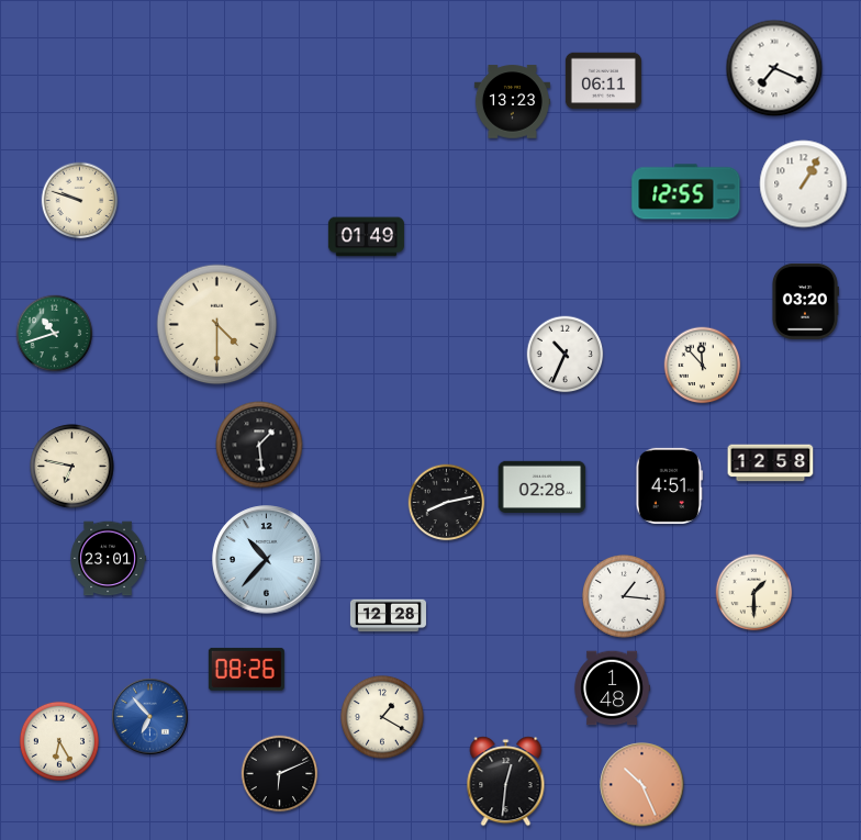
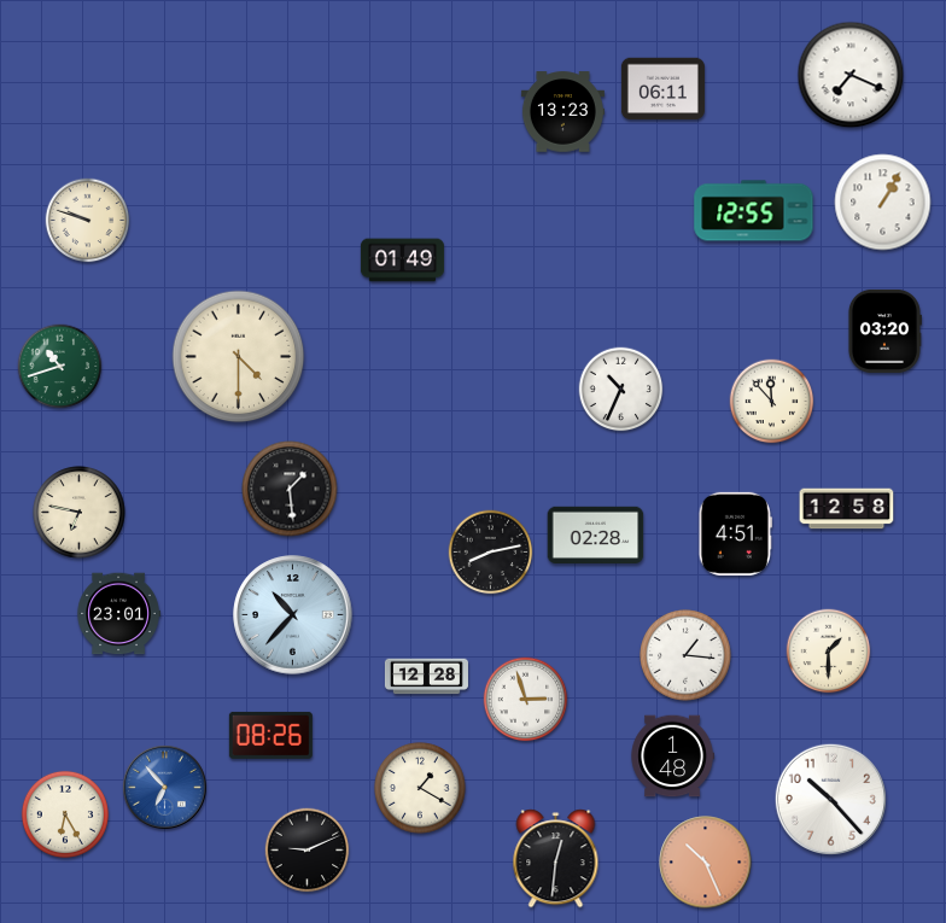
clock at (259, 445) position: (259, 445) -> (290, 489)
clock at (526, 700): none -> 2:57
clock at (830, 799): none -> 10:23
clock at (280, 774): 6:11 -> 9:11
